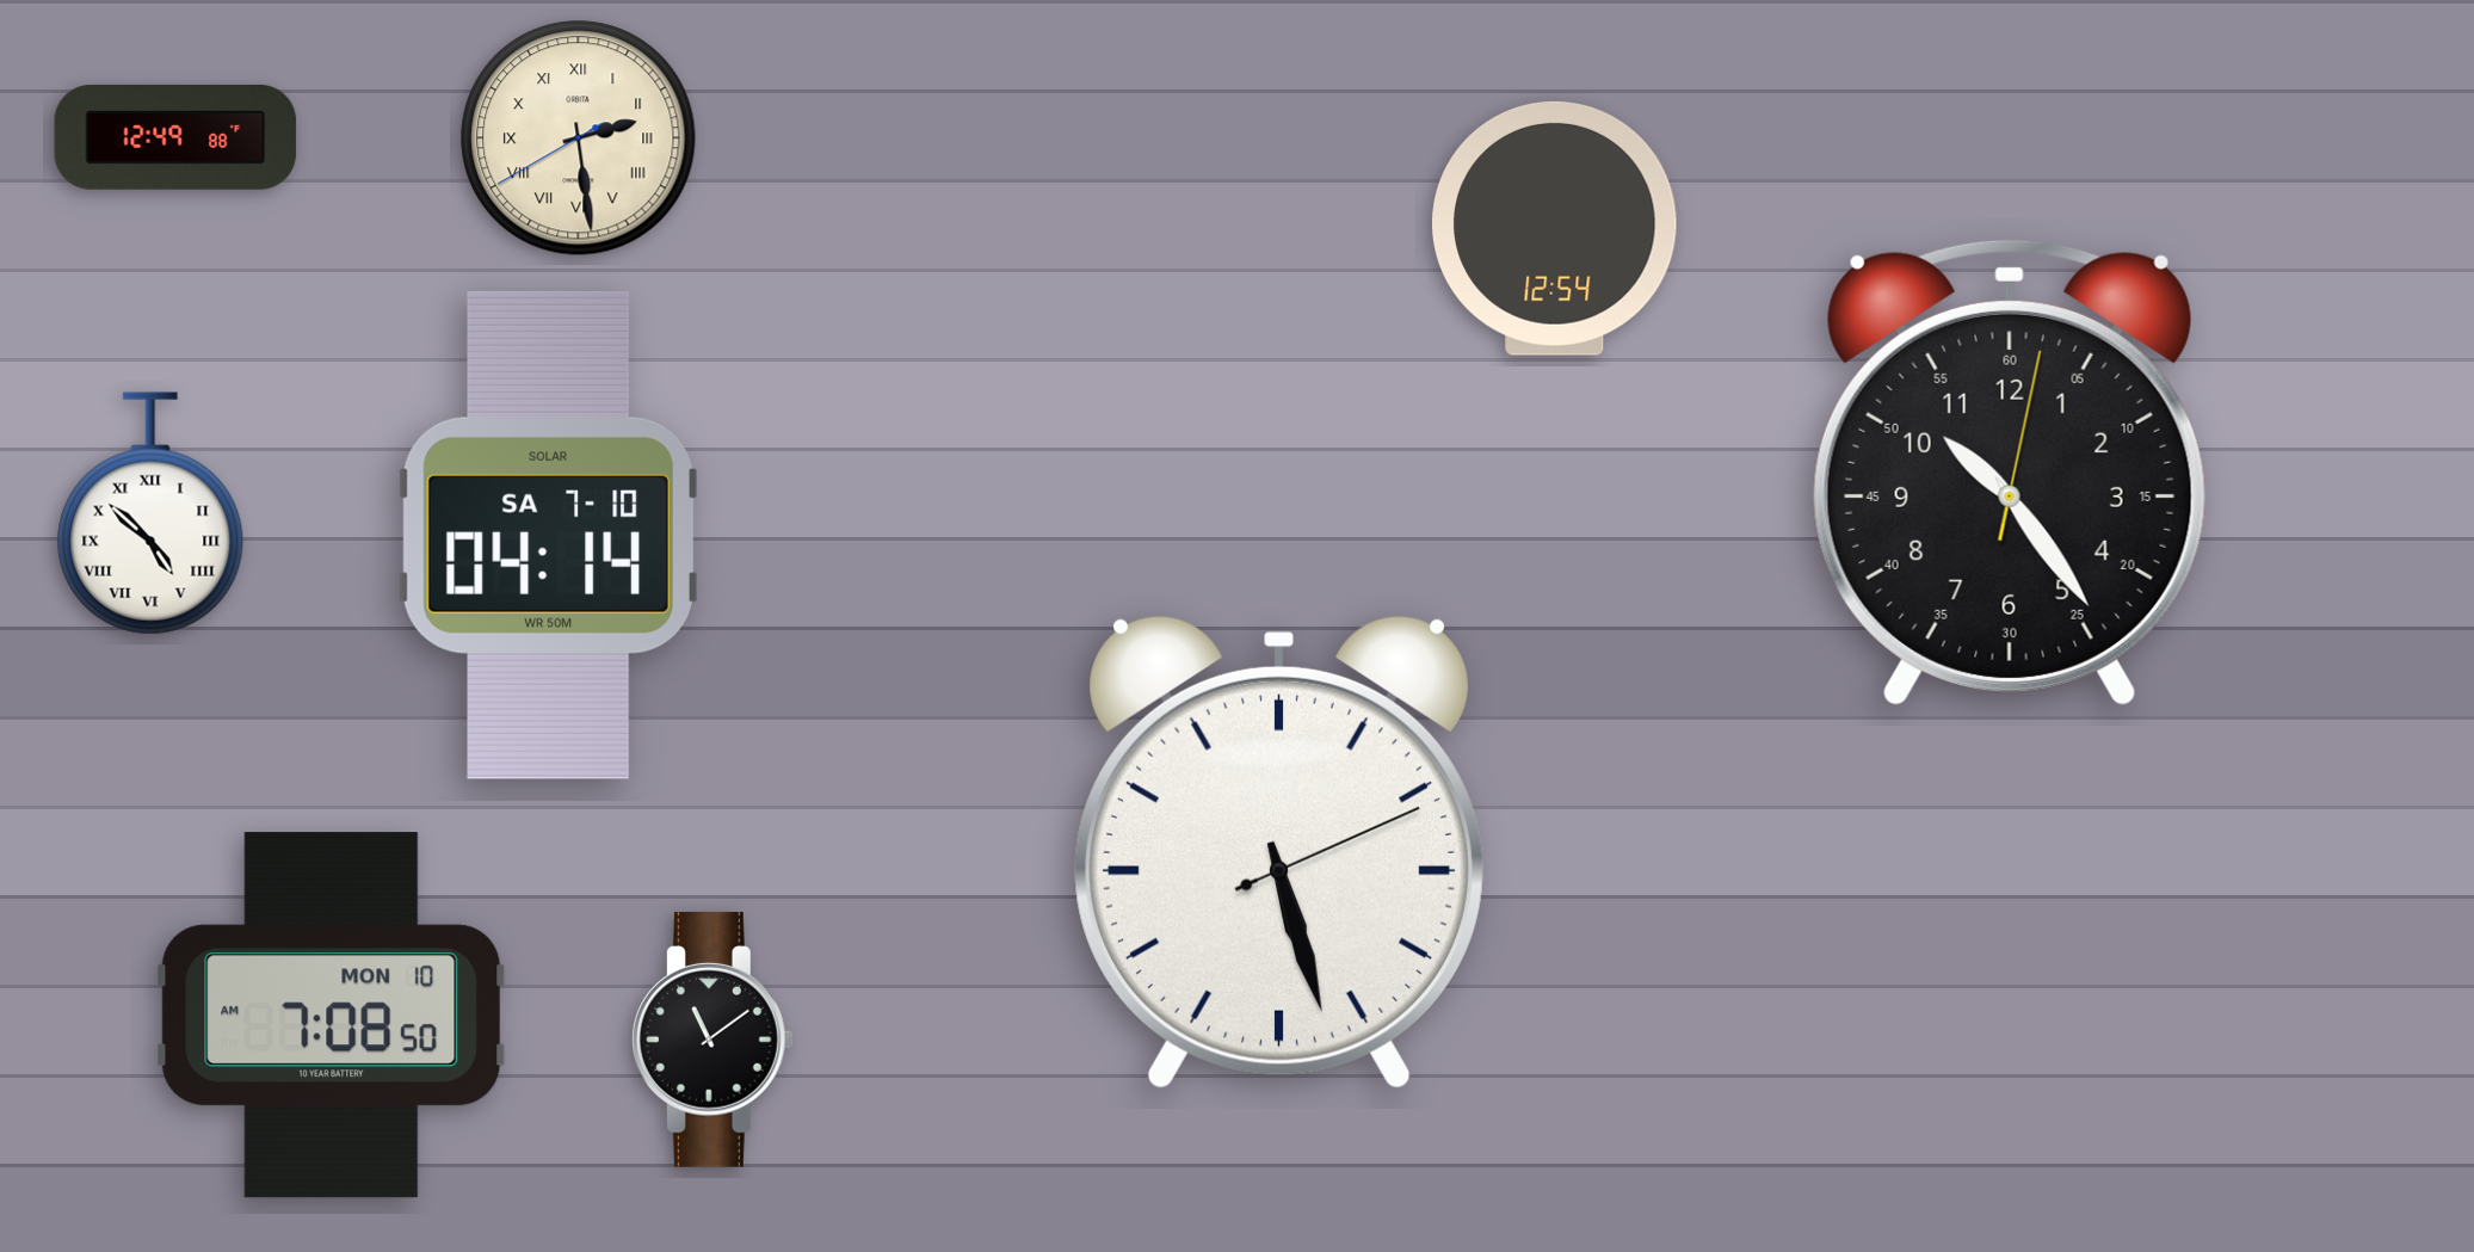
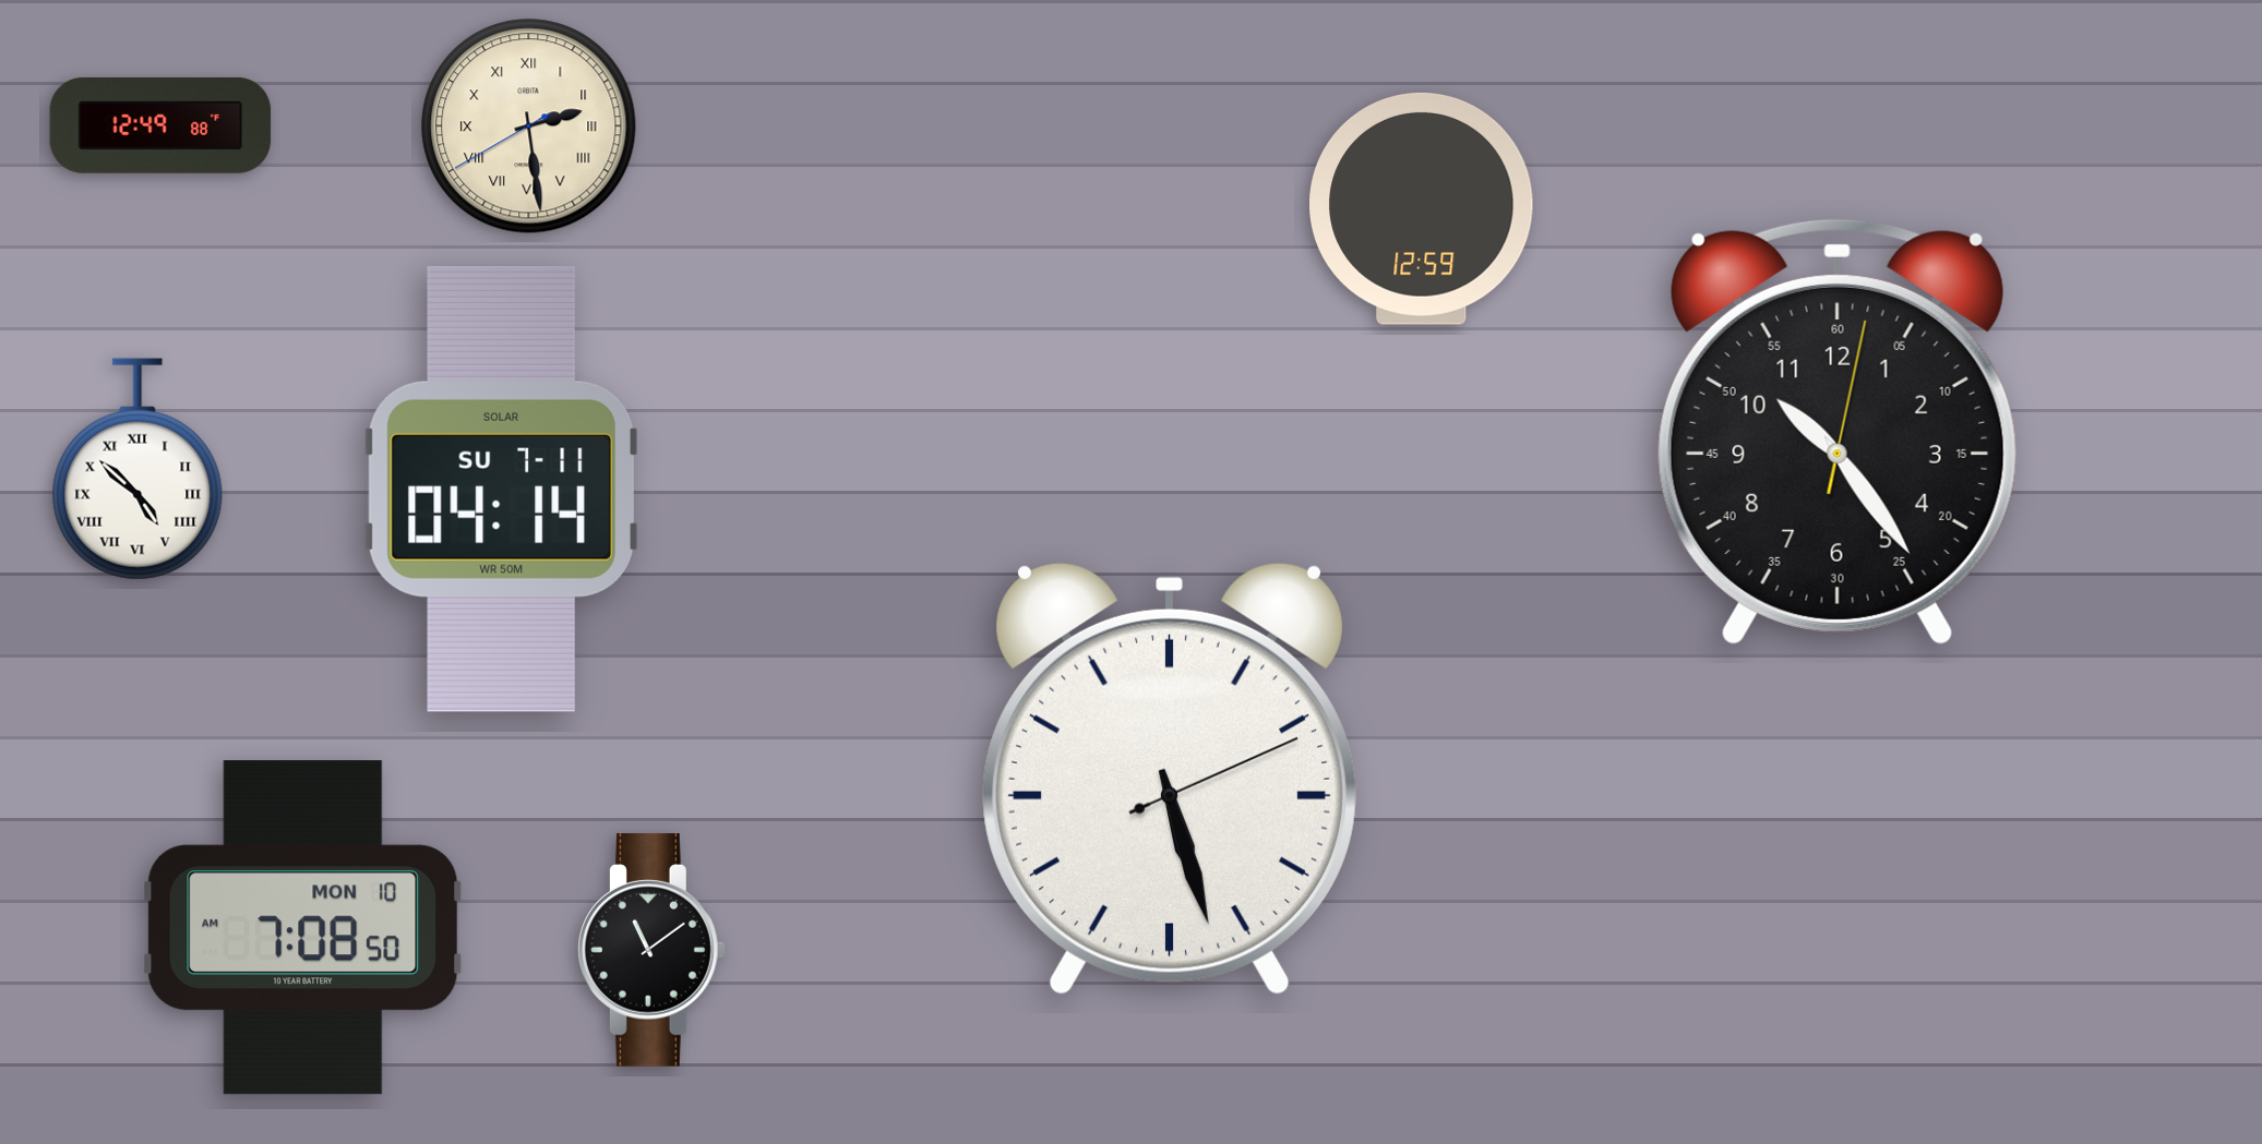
clock at (1554, 228): 12:54 -> 12:59
clock at (548, 535) date: SA 7-10 -> SU 7-11
